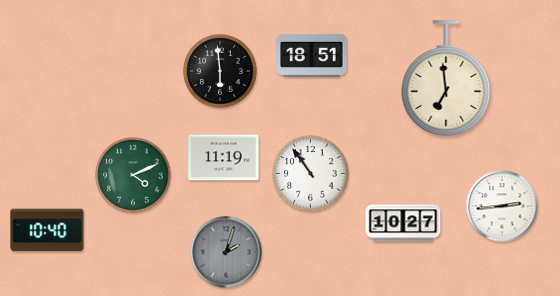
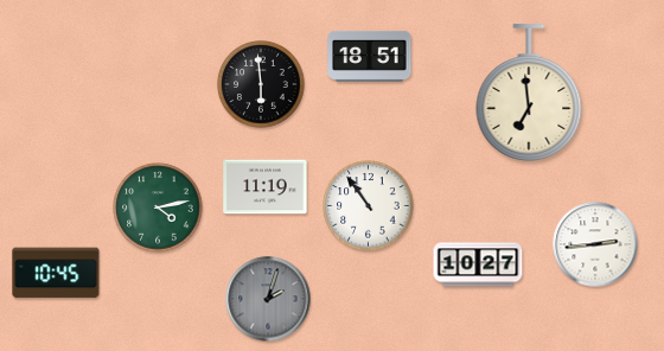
clock at (312, 55) position: (312, 55) -> (370, 56)
clock at (133, 175): 4:11 -> 4:13
clock at (47, 230): 10:40 -> 10:45
